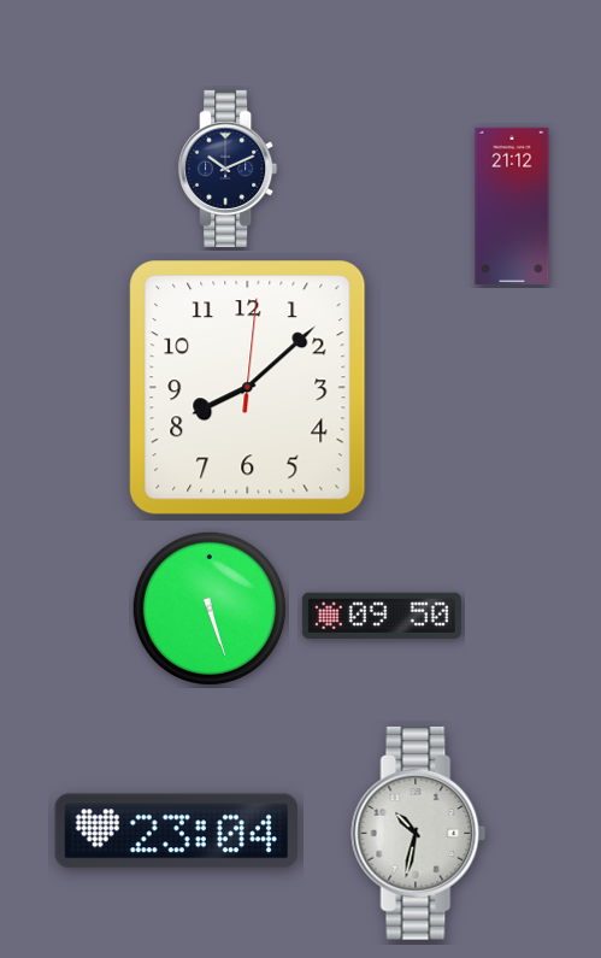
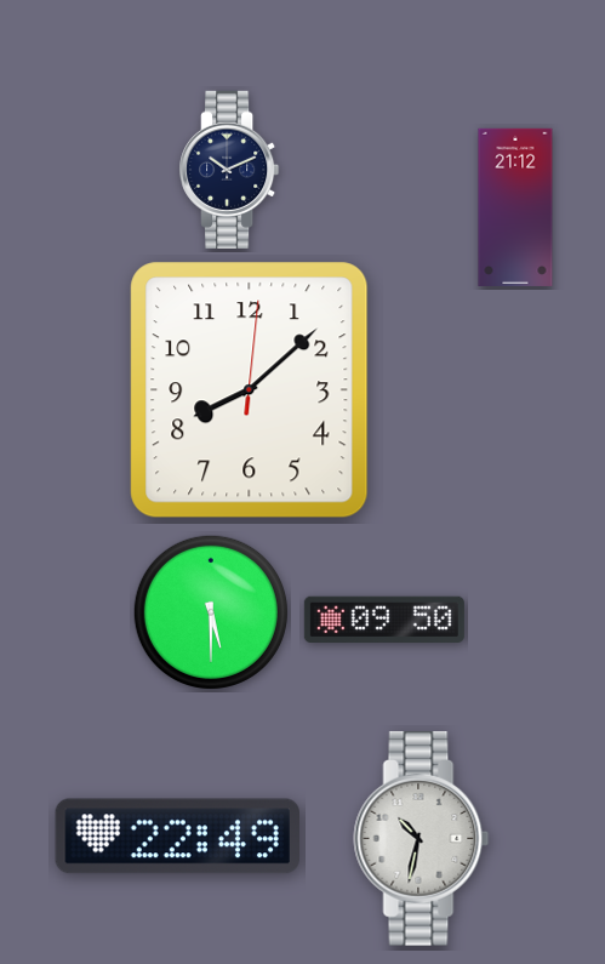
clock at (210, 609): 5:27 -> 5:30
clock at (176, 831): 23:04 -> 22:49
